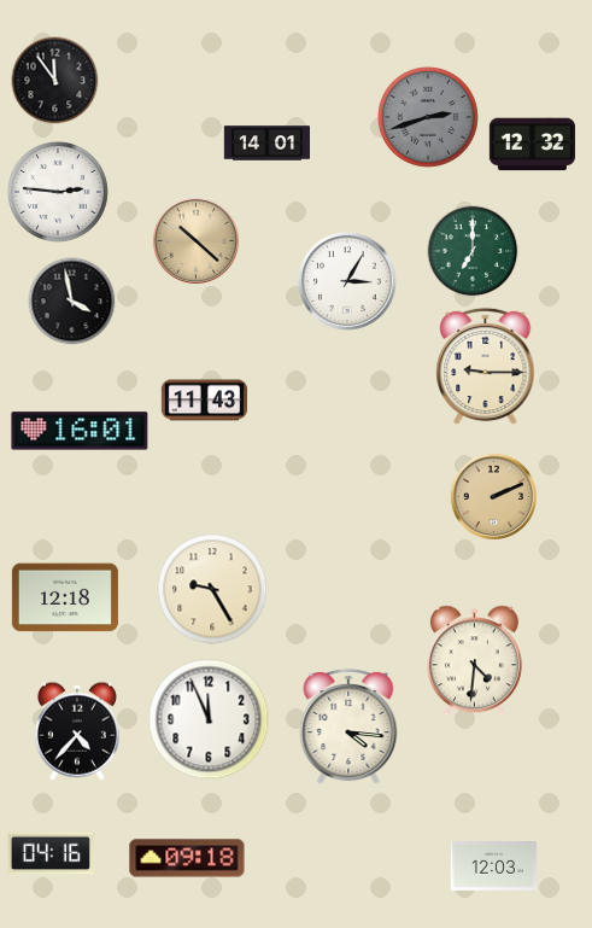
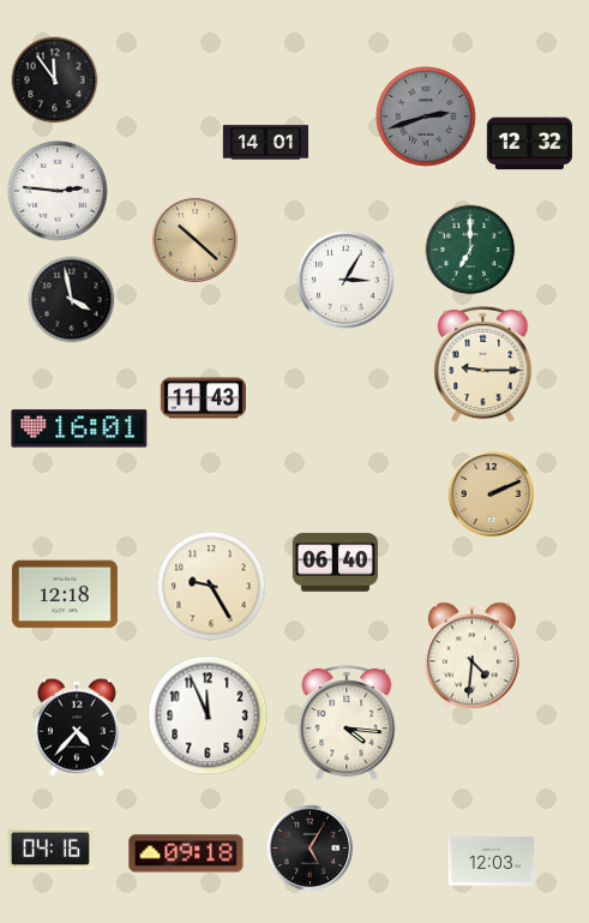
clock at (335, 563): none -> 06:40
clock at (309, 847): none -> 5:05
